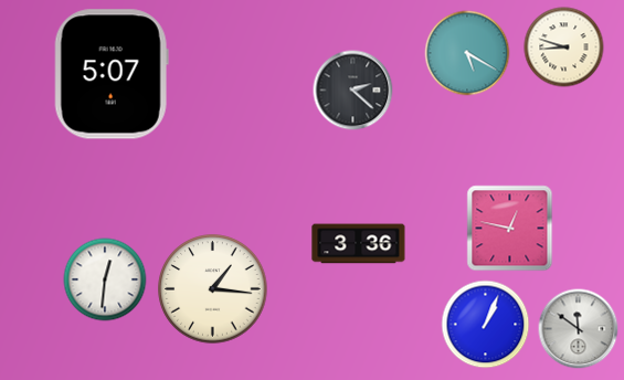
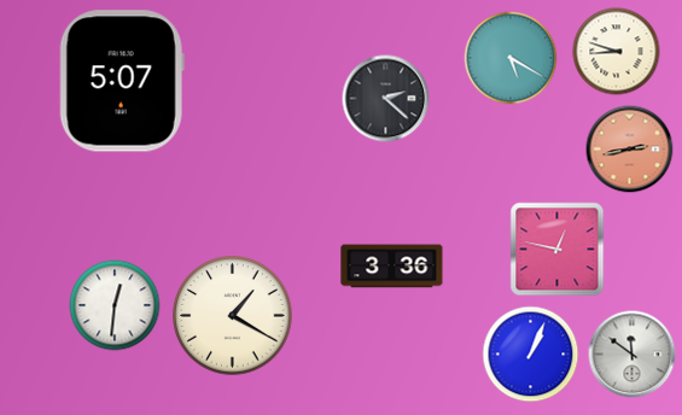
clock at (630, 150): none -> 2:43
clock at (213, 289): 1:16 -> 1:20
clock at (579, 329) position: (579, 329) -> (633, 355)
